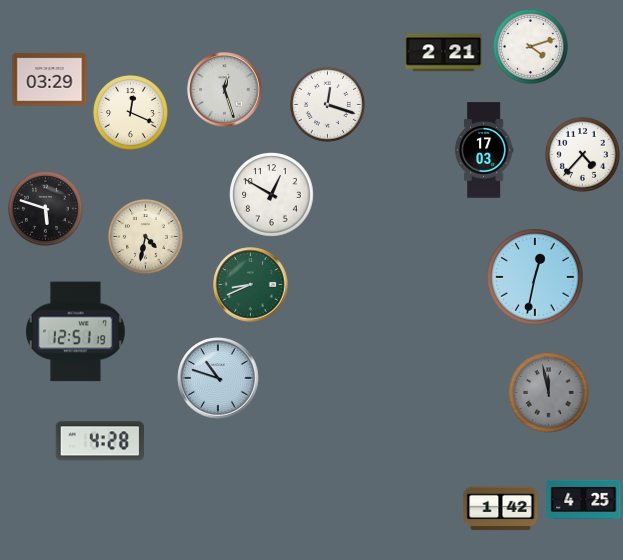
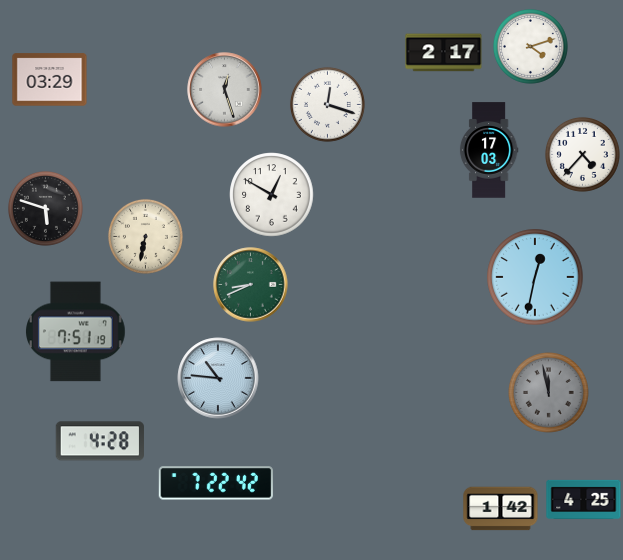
clock at (444, 53): 2:21 -> 2:17
clock at (130, 112): 12:19 -> none
clock at (484, 150) position: (484, 150) -> (489, 150)
clock at (145, 236): 4:32 -> 6:32
clock at (76, 332): 12:51 -> 7:51
clock at (218, 378): 10:48 -> 10:46
clock at (216, 483): none -> 7:22
